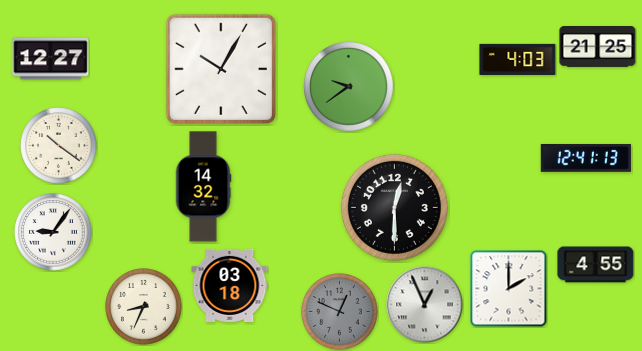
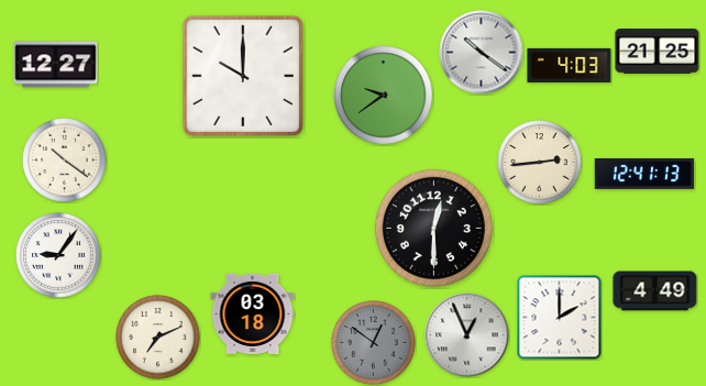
clock at (482, 53): none -> 10:21
clock at (221, 69): 10:05 -> 10:00
clock at (540, 163): none -> 2:44
clock at (203, 187): 14:32 -> none
clock at (596, 265): 4:55 -> 4:49
clock at (144, 307): 8:34 -> 7:11
clock at (340, 312): 12:49 -> 12:51
